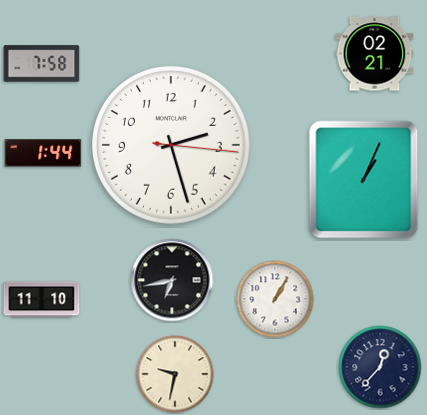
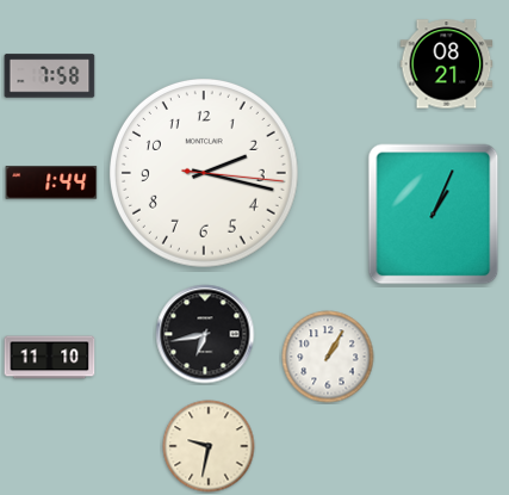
clock at (375, 54): 02:21 -> 08:21
clock at (172, 146): 2:27 -> 2:17
clock at (380, 367): 12:37 -> none
